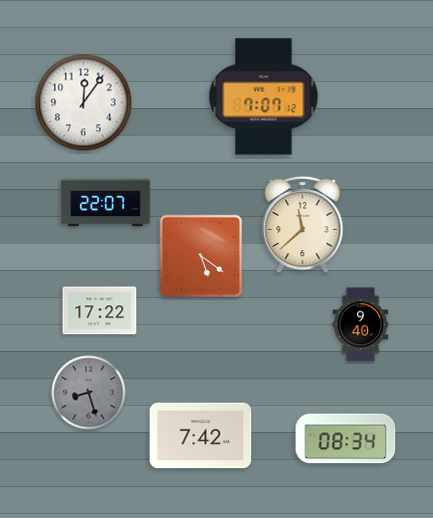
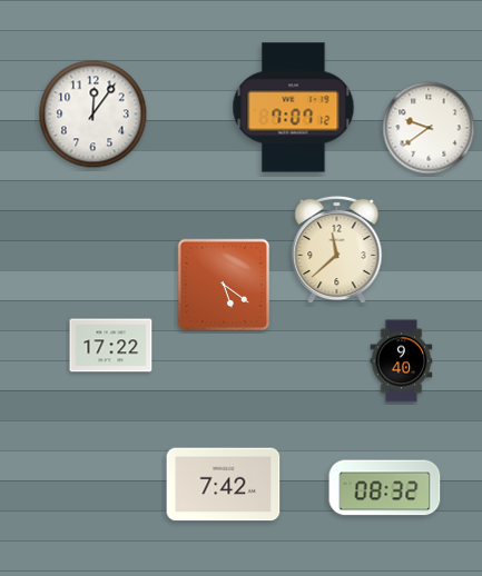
clock at (429, 128): none -> 9:39
clock at (106, 203): 22:07 -> none
clock at (89, 393): 8:27 -> none
clock at (346, 439): 08:34 -> 08:32
